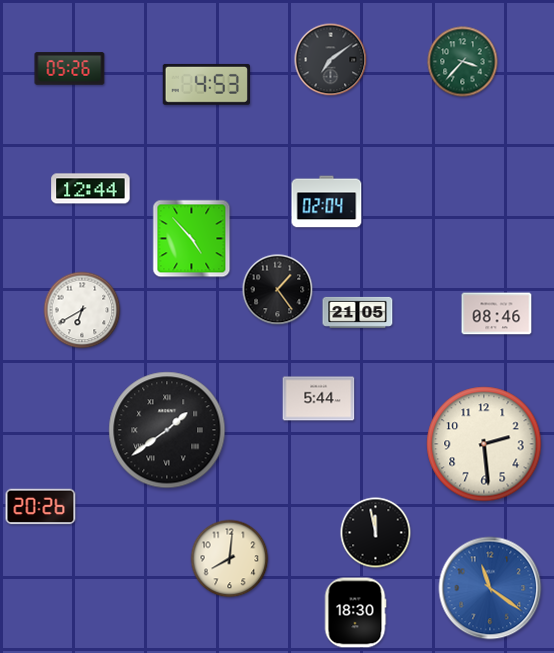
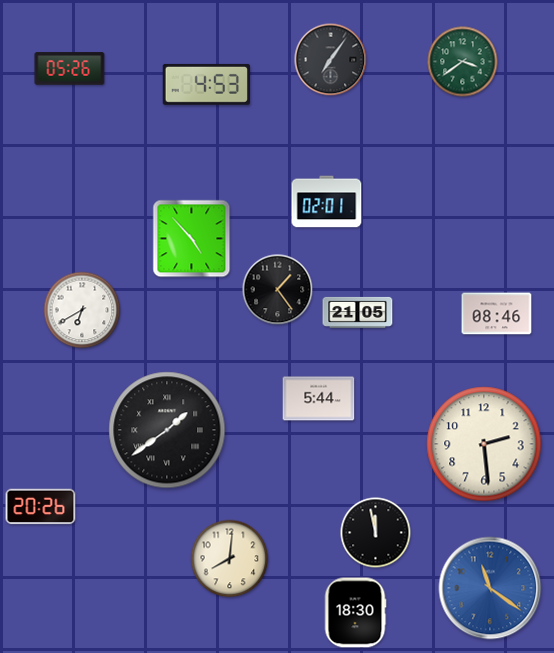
clock at (331, 60): 7:09 -> 7:06
clock at (463, 62): 3:37 -> 3:39
clock at (91, 189): 12:44 -> none
clock at (327, 202): 02:04 -> 02:01
